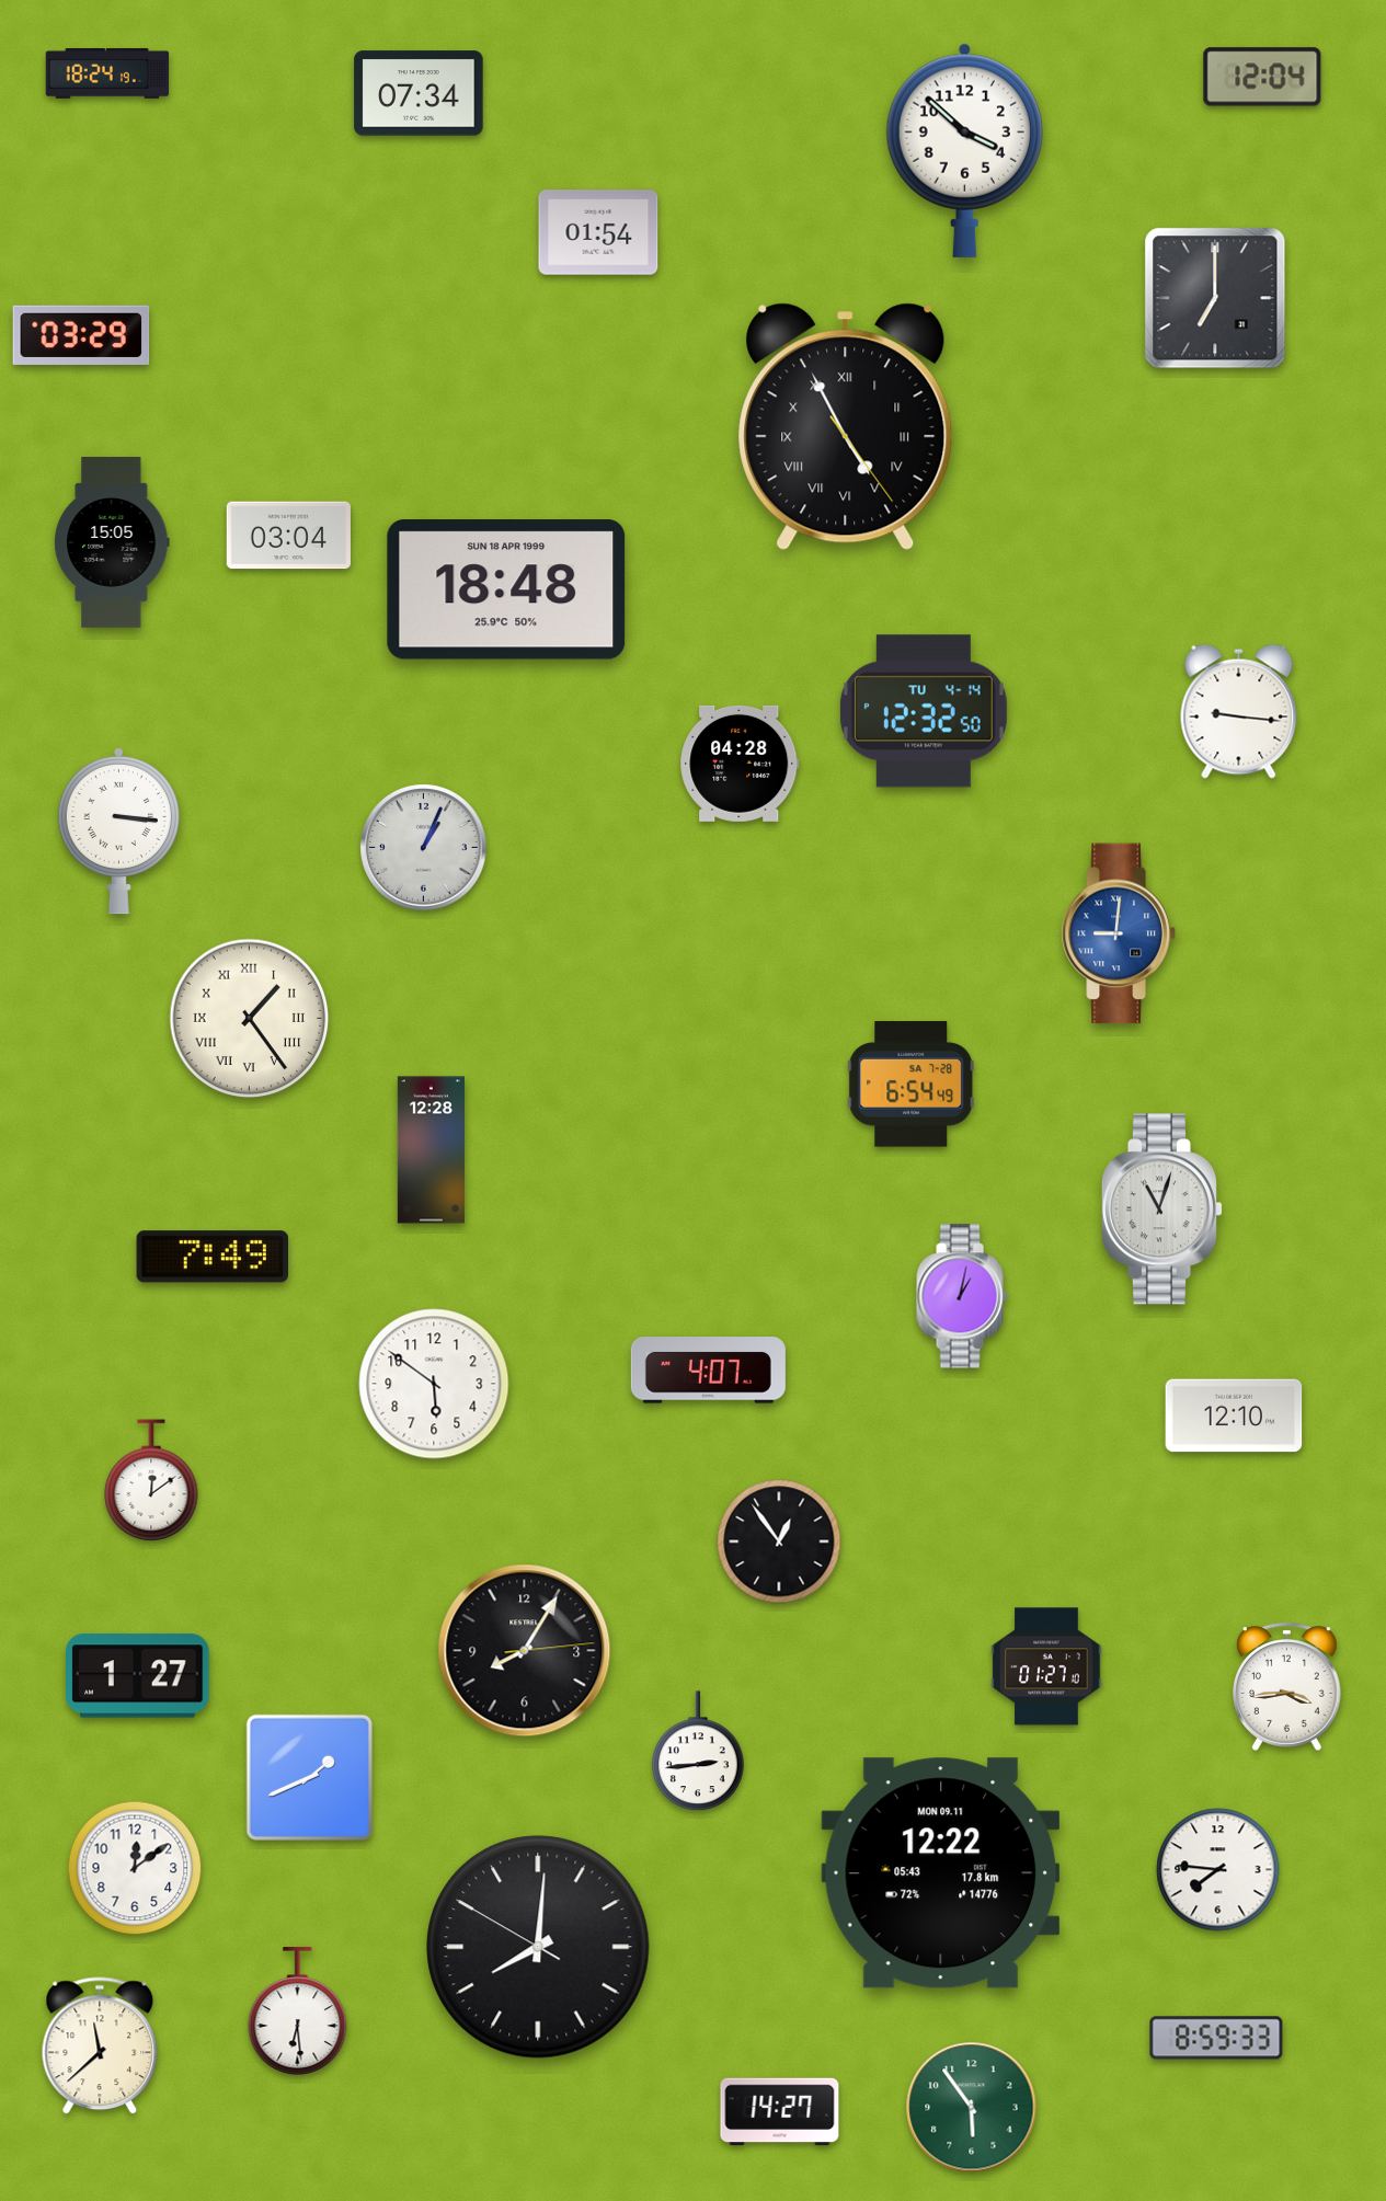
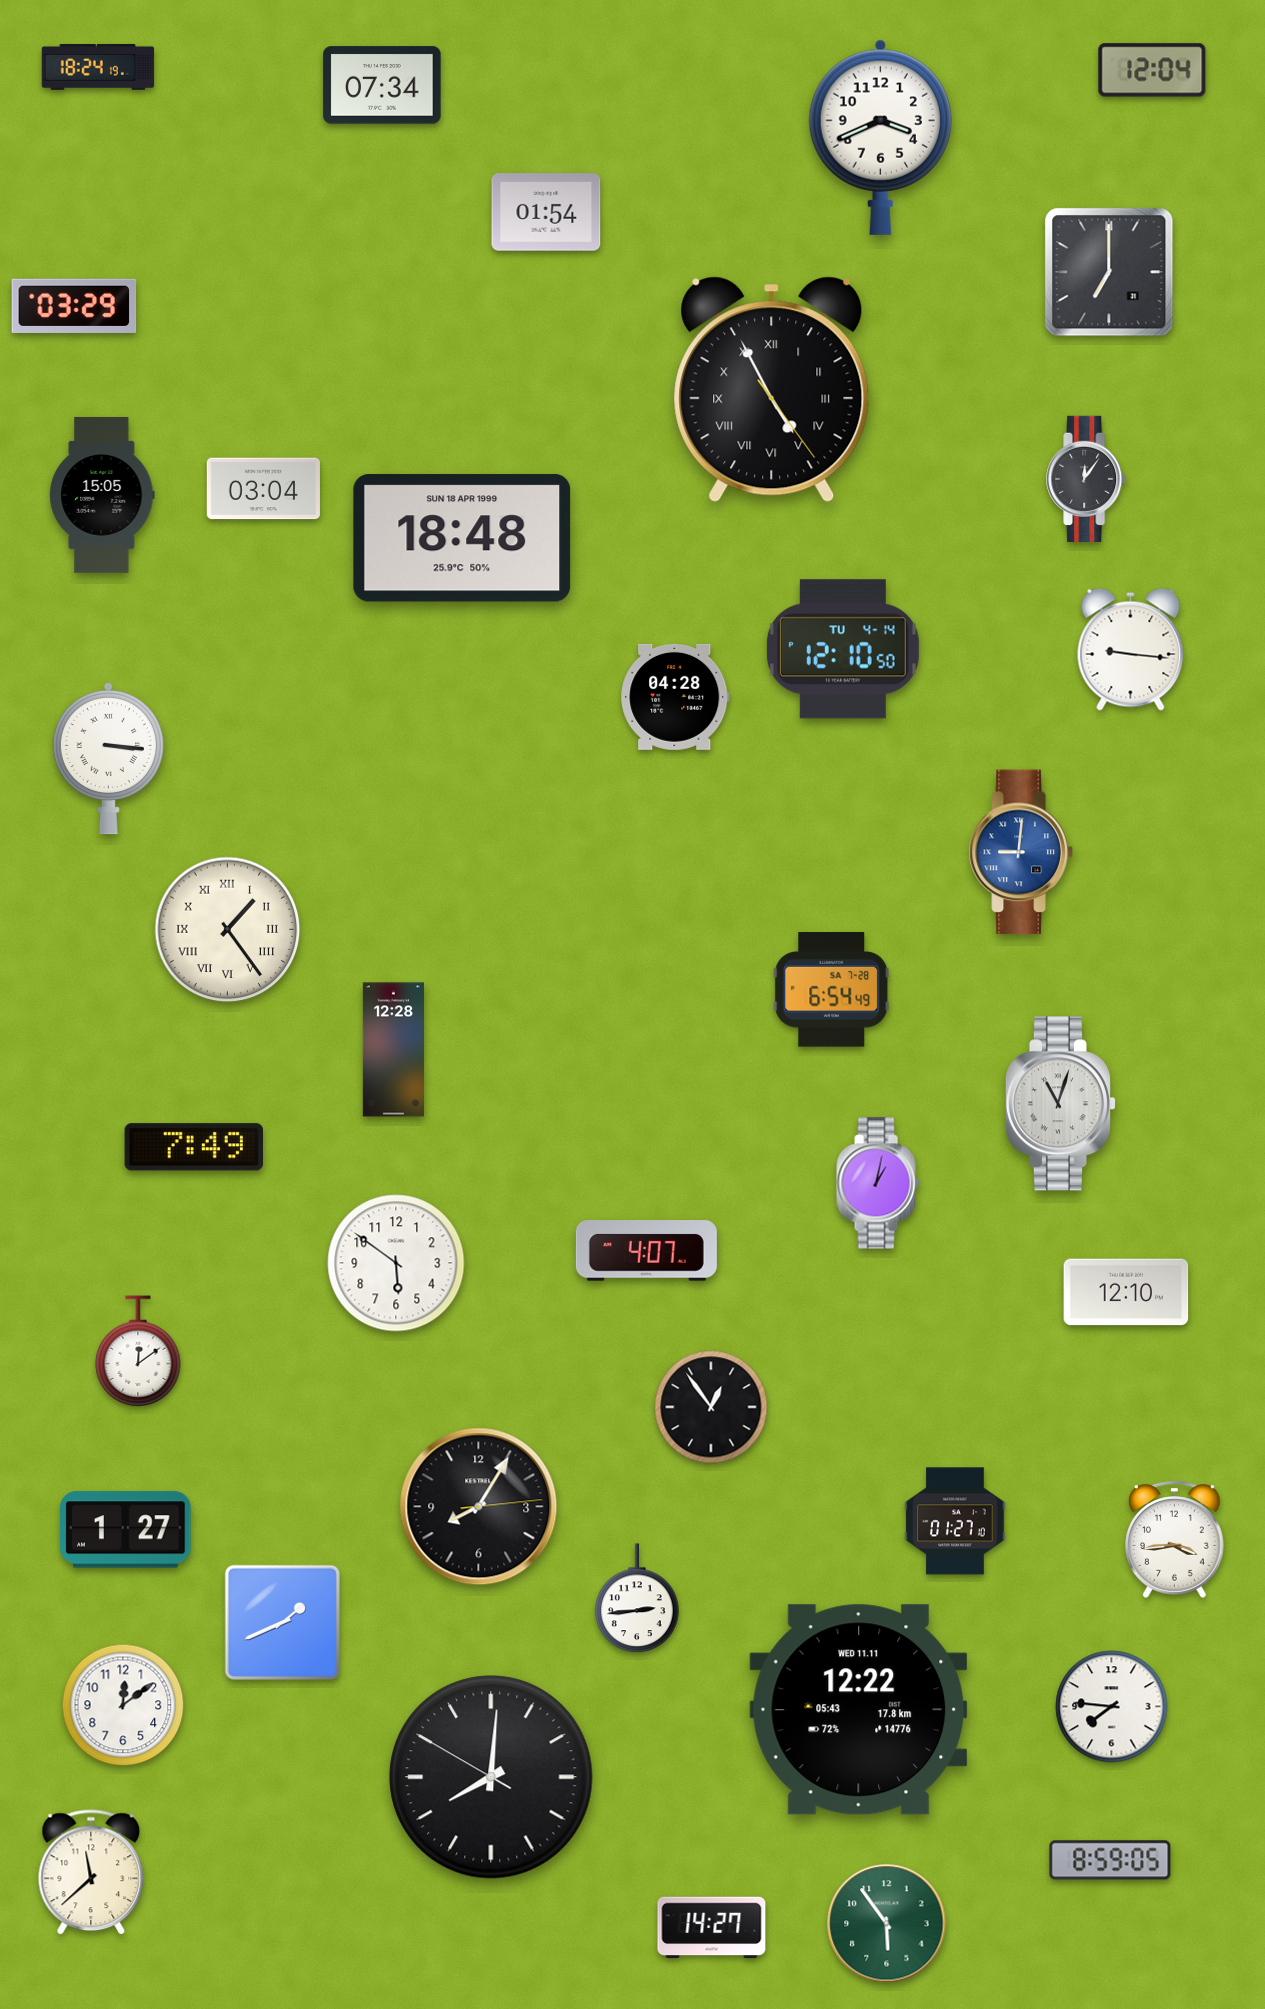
clock at (964, 150): 3:52 -> 3:41
clock at (1087, 478): none -> 12:06
clock at (924, 711): 12:32 -> 12:10
clock at (424, 848): 1:04 -> none
clock at (941, 1873) date: MON 09.11 -> WED 11.11
clock at (298, 2011): 6:29 -> none
clock at (1216, 2038): 8:59:33 -> 8:59:05
clock at (100, 2047) position: (100, 2047) -> (91, 1873)
